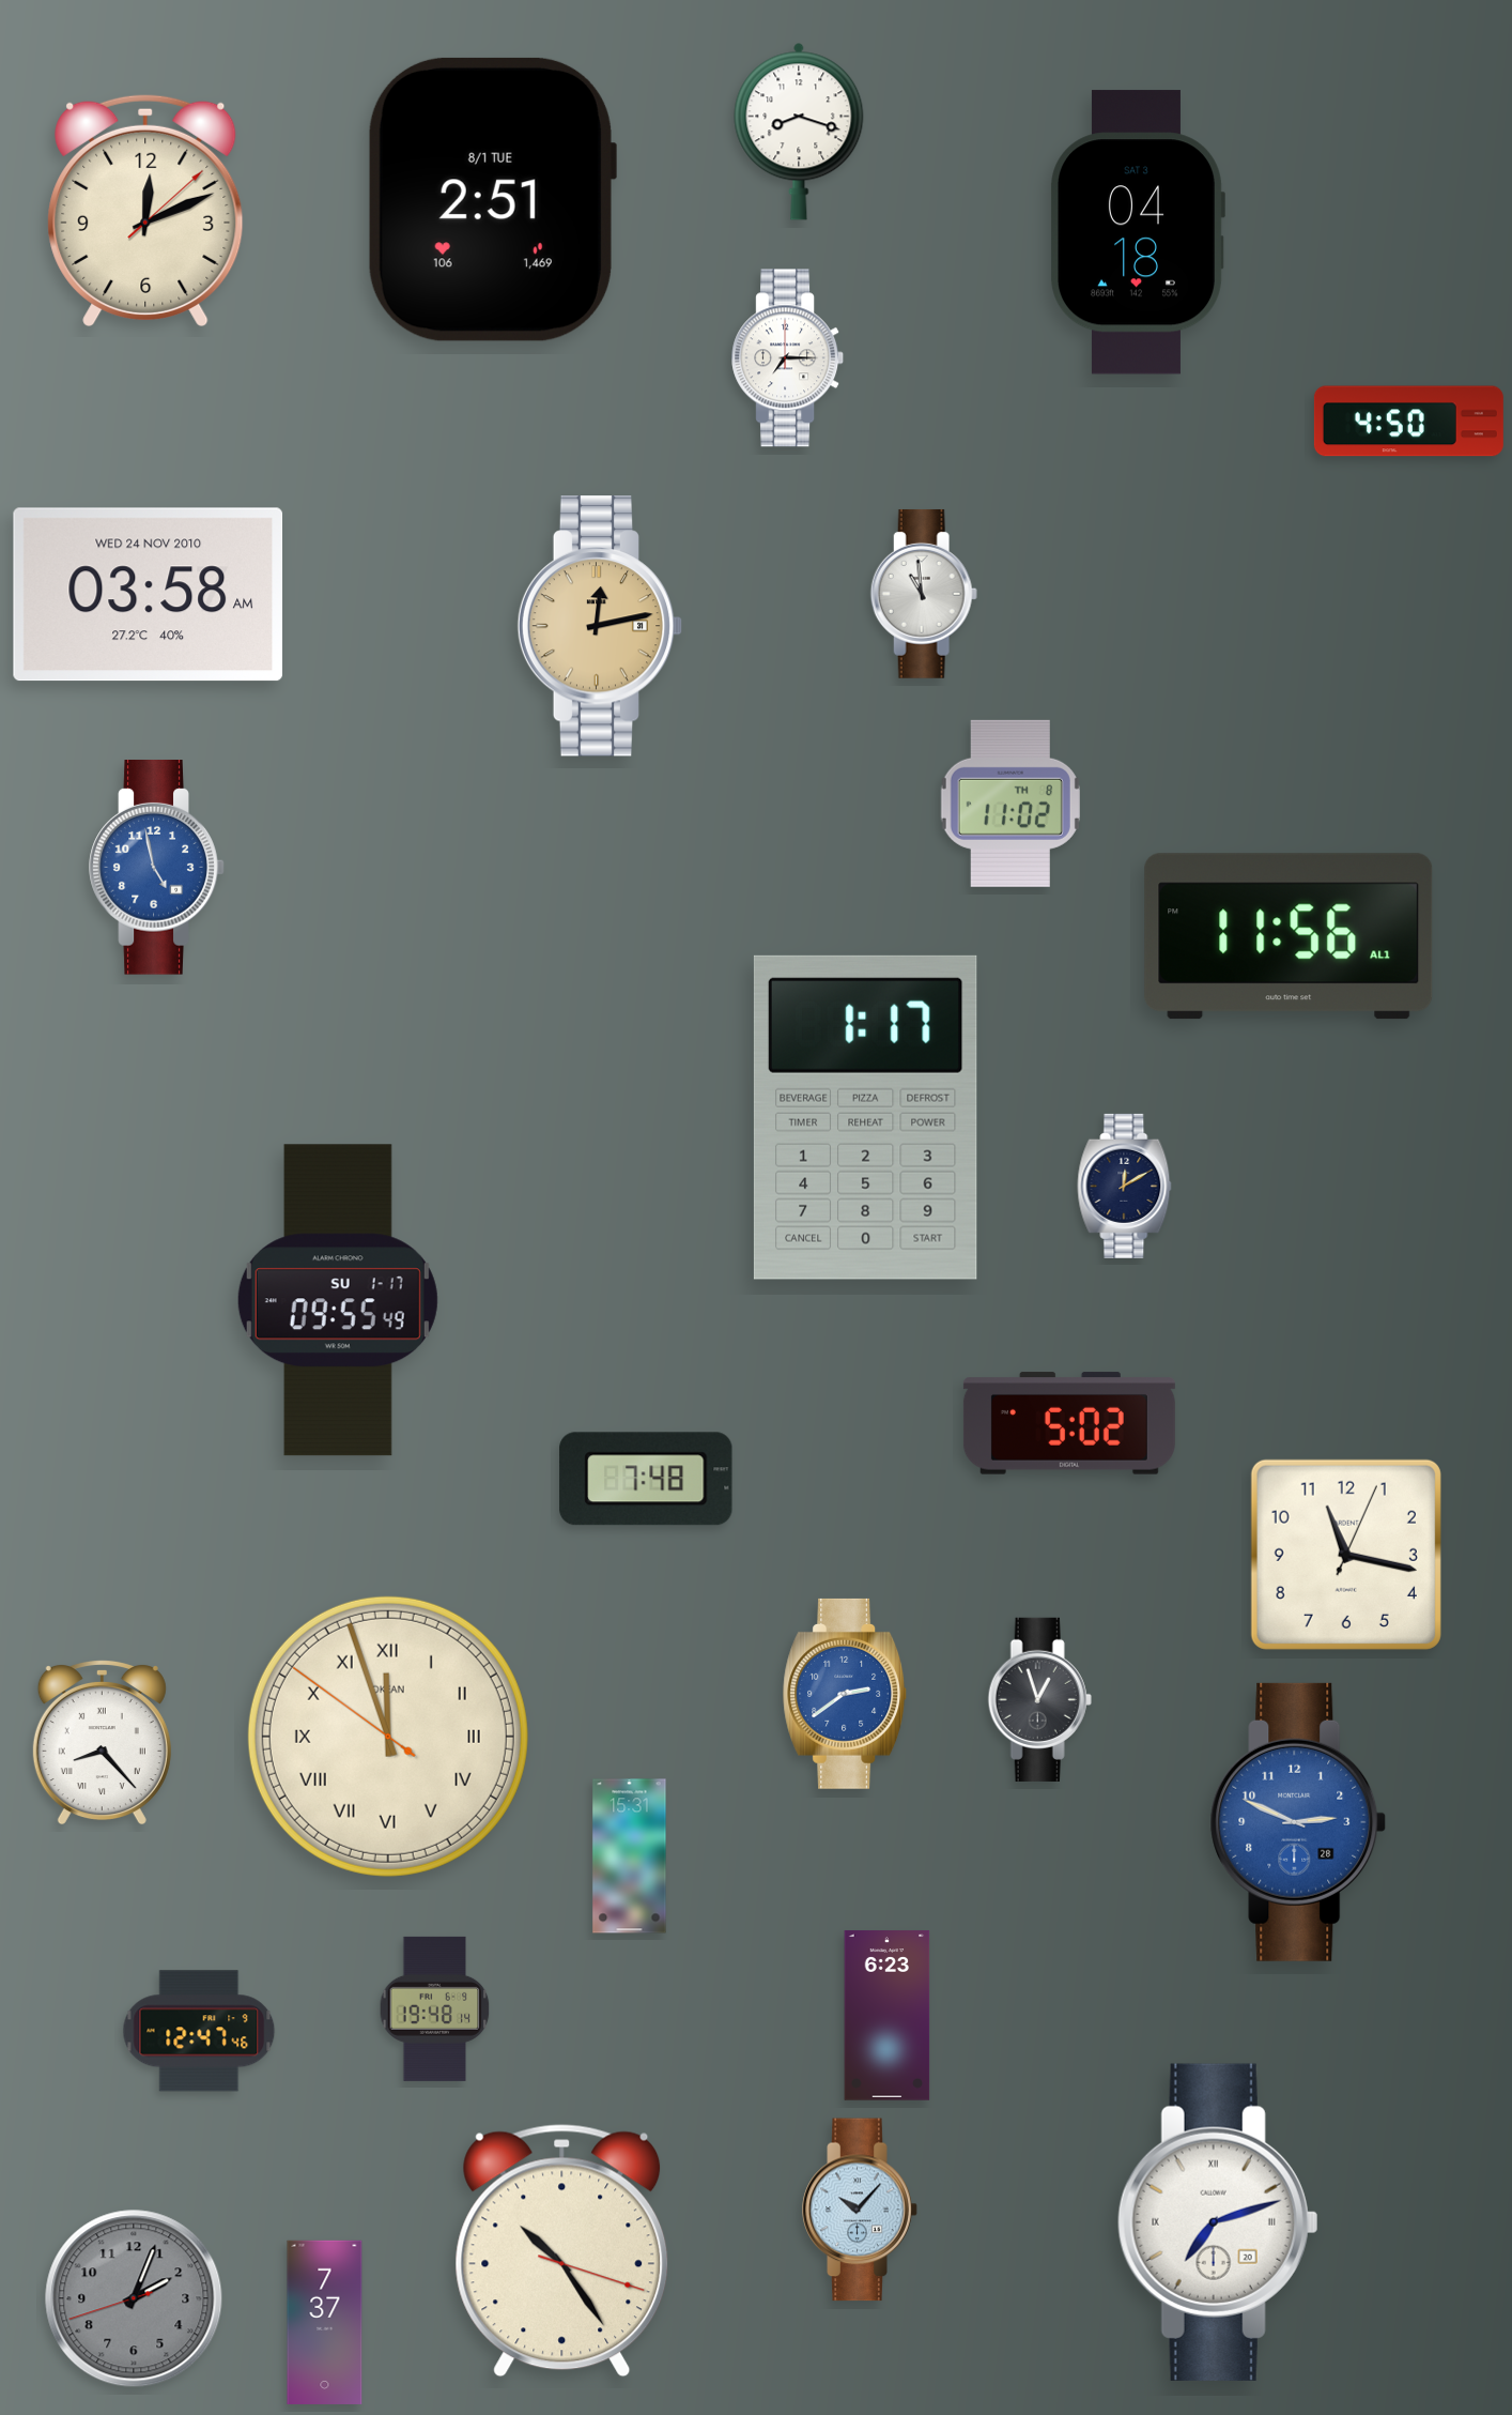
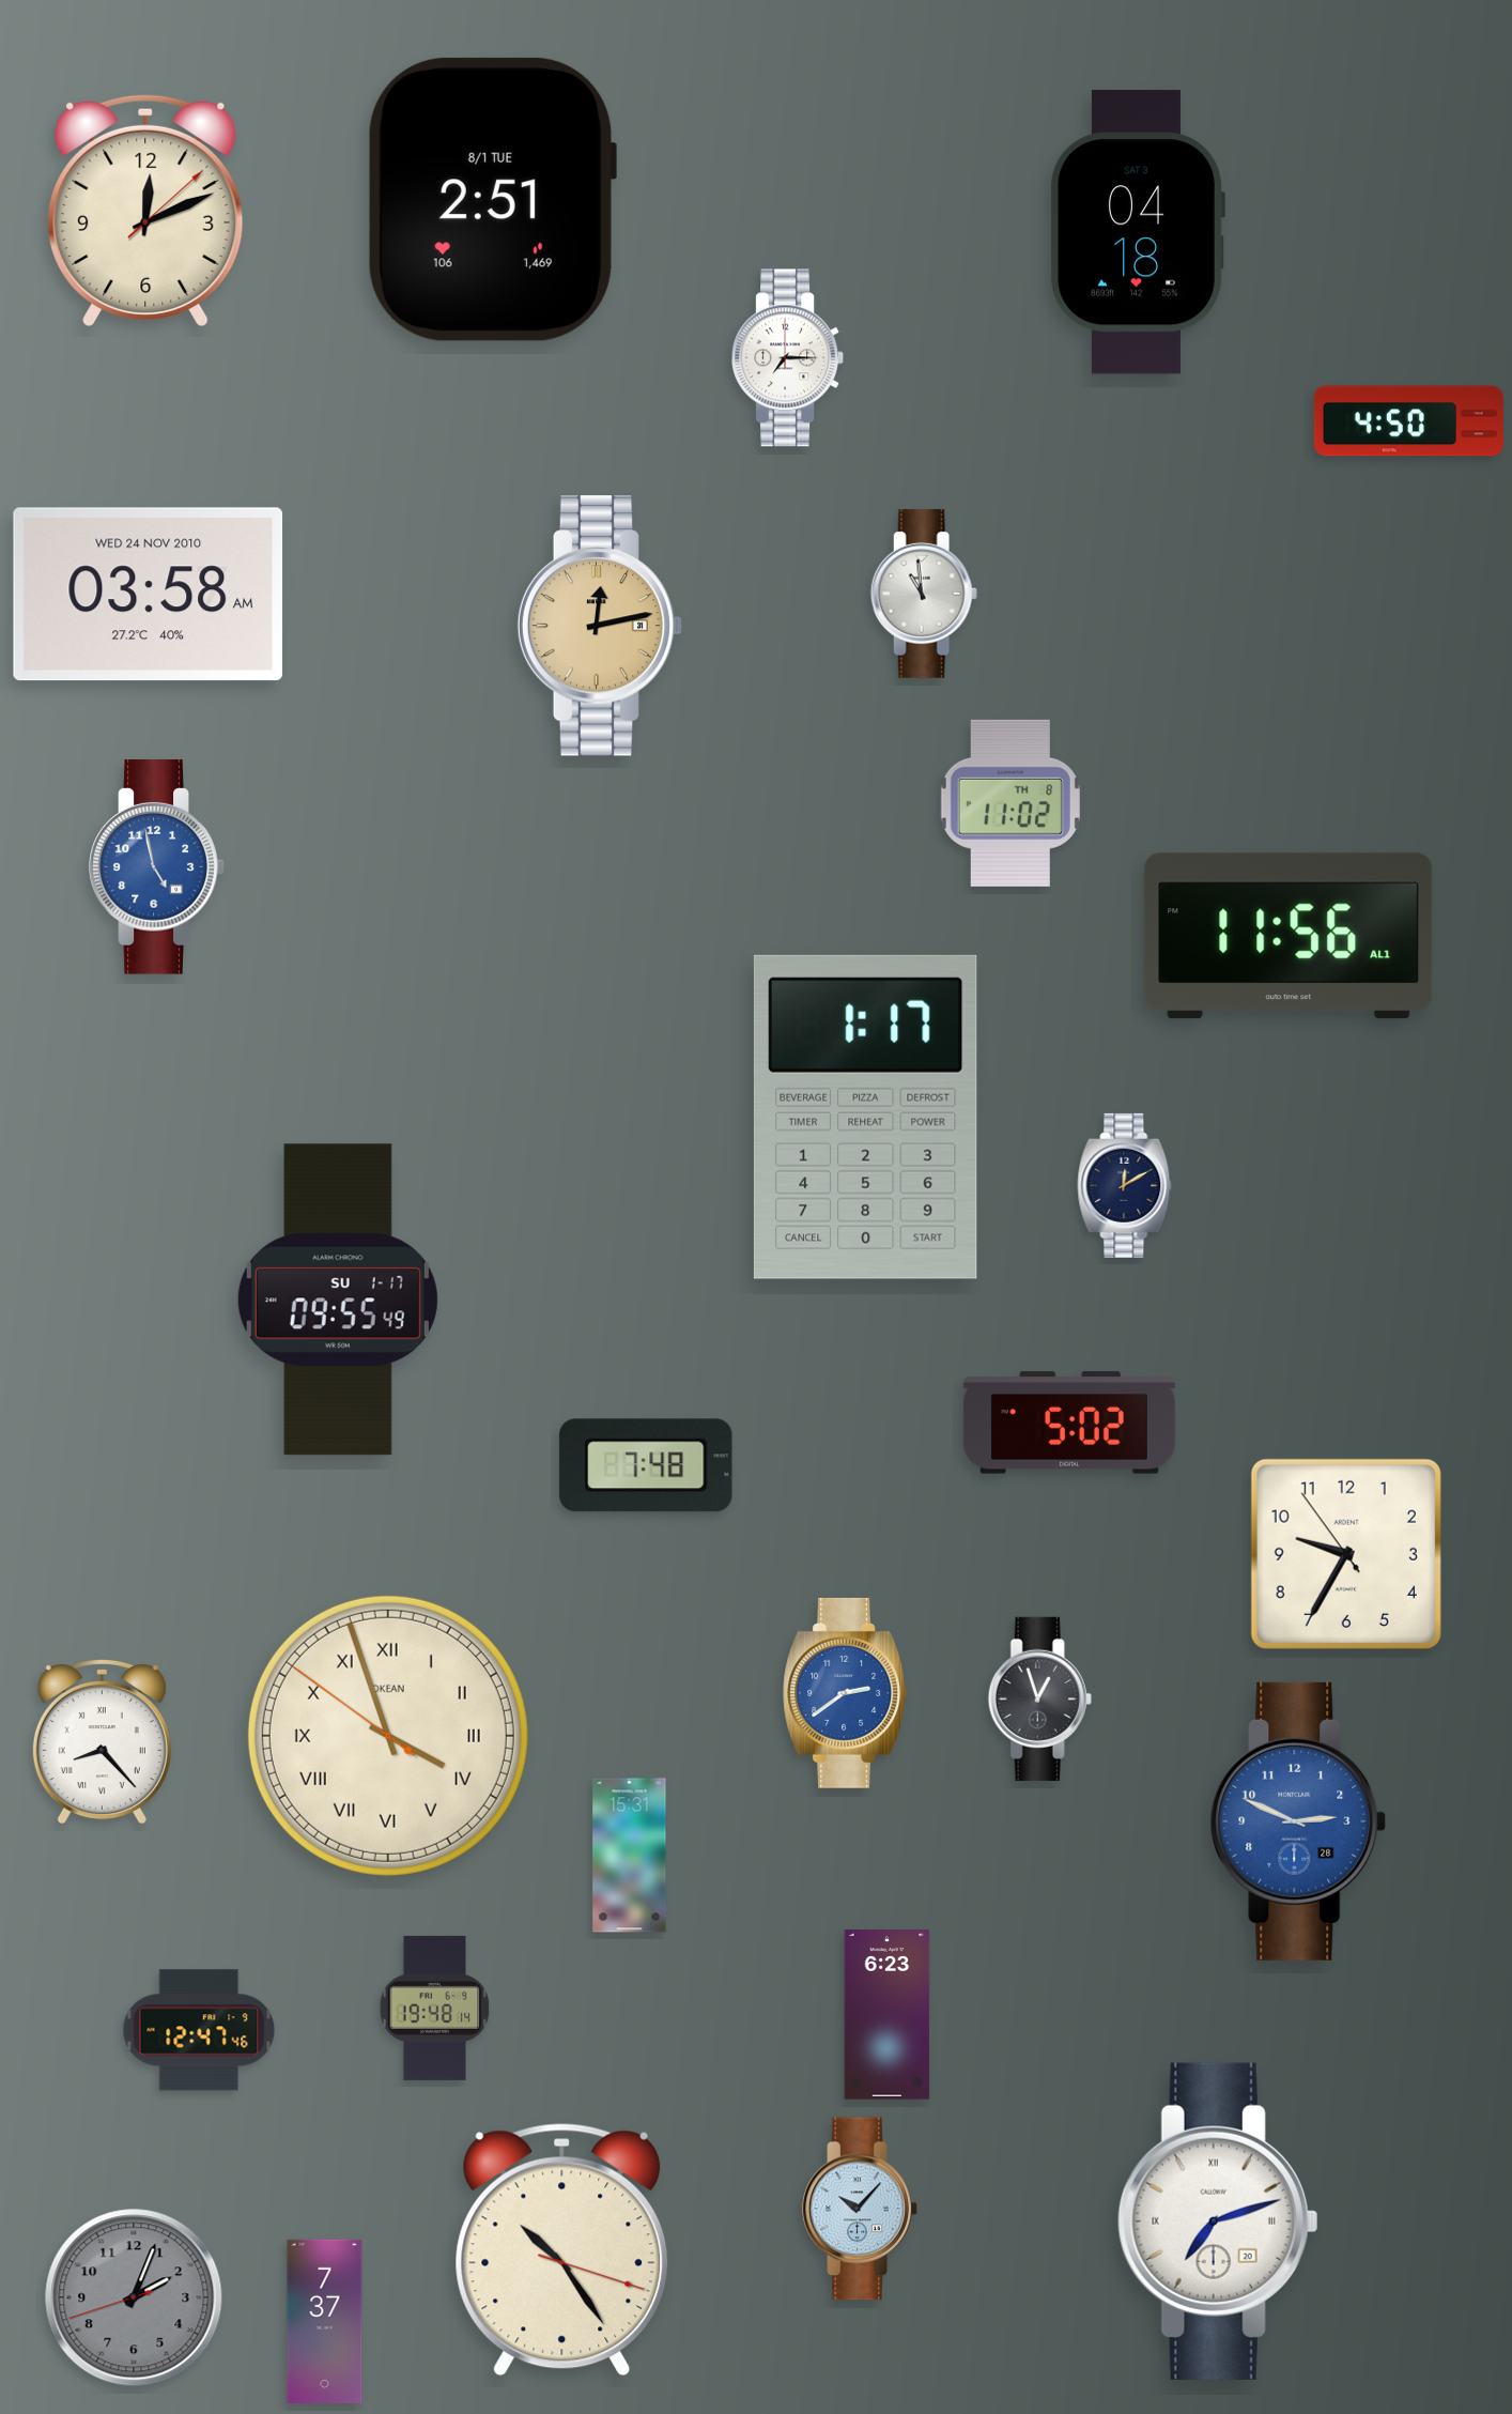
clock at (799, 132): 8:18 -> none
clock at (646, 1479) position: (646, 1479) -> (646, 1465)
clock at (1346, 1555): 11:17 -> 9:34
clock at (388, 1737): 11:56 -> 3:56
